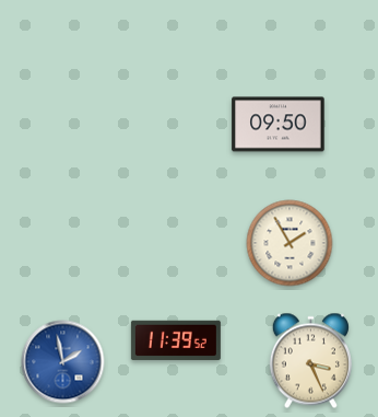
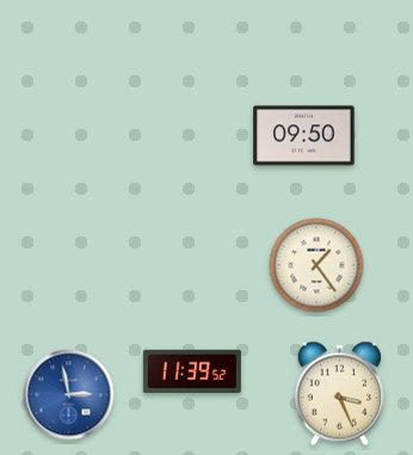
clock at (290, 243): 1:55 -> 1:24
clock at (63, 362): 1:58 -> 2:58
